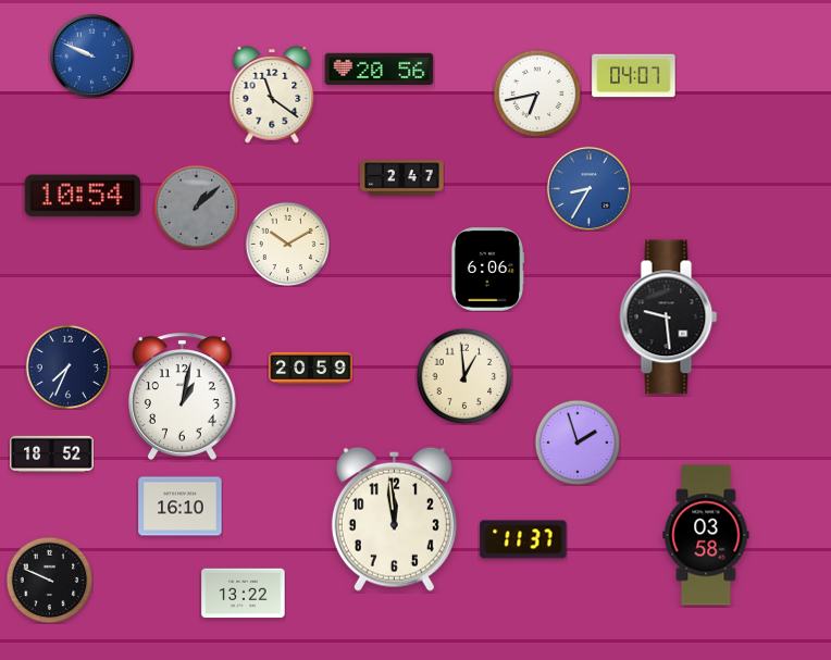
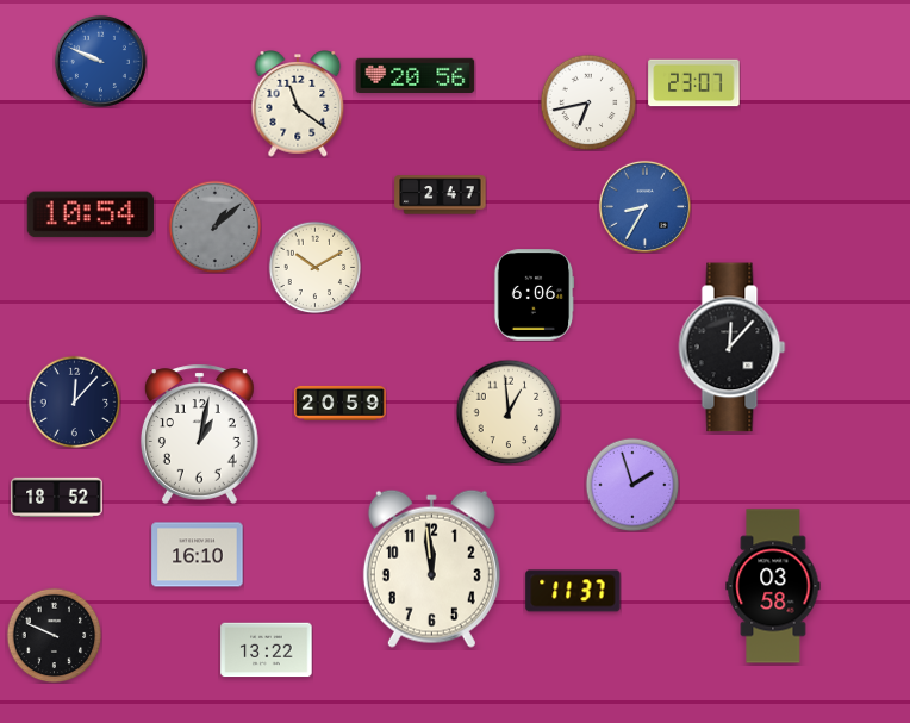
clock at (634, 76): 04:07 -> 23:07
clock at (669, 317): 9:29 -> 12:07
clock at (67, 366): 7:34 -> 12:07
